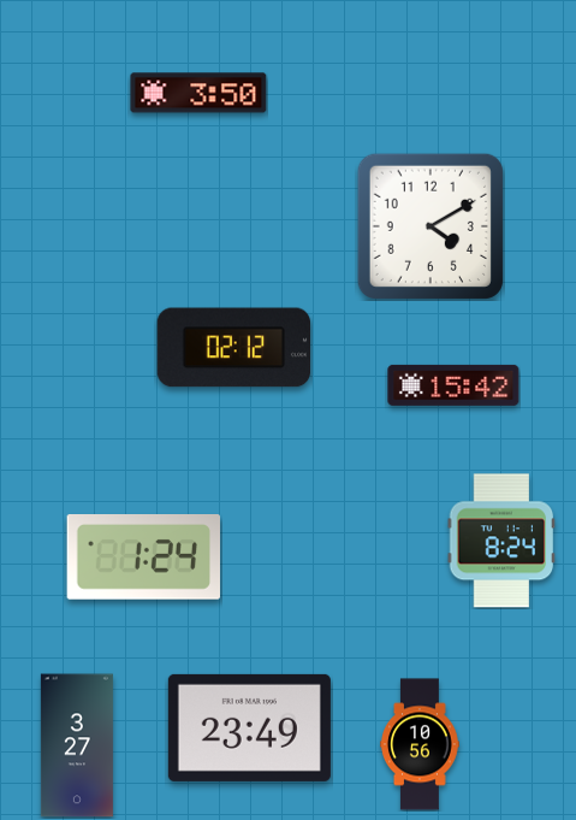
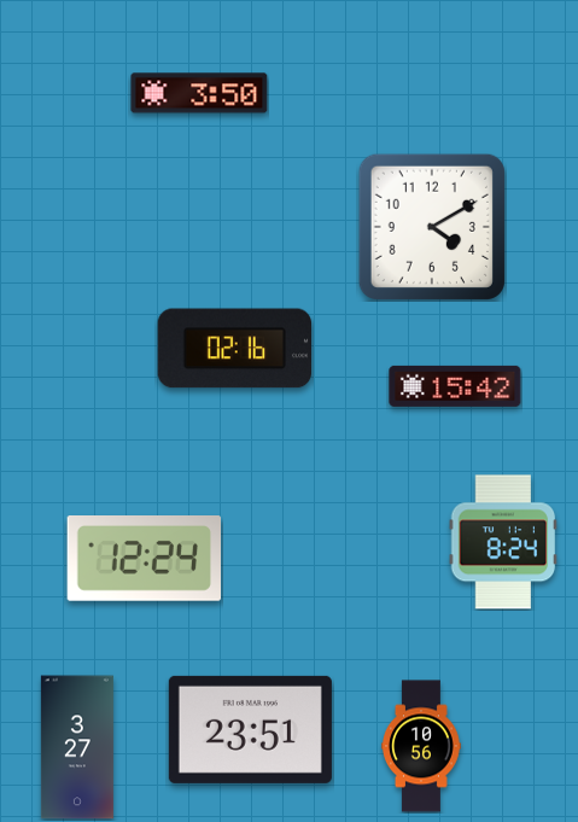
clock at (233, 348): 02:12 -> 02:16
clock at (144, 558): 1:24 -> 12:24
clock at (249, 727): 23:49 -> 23:51
